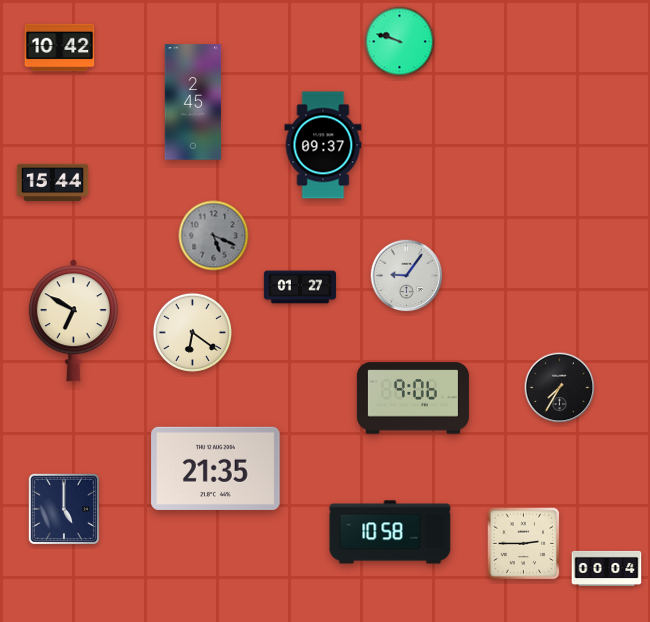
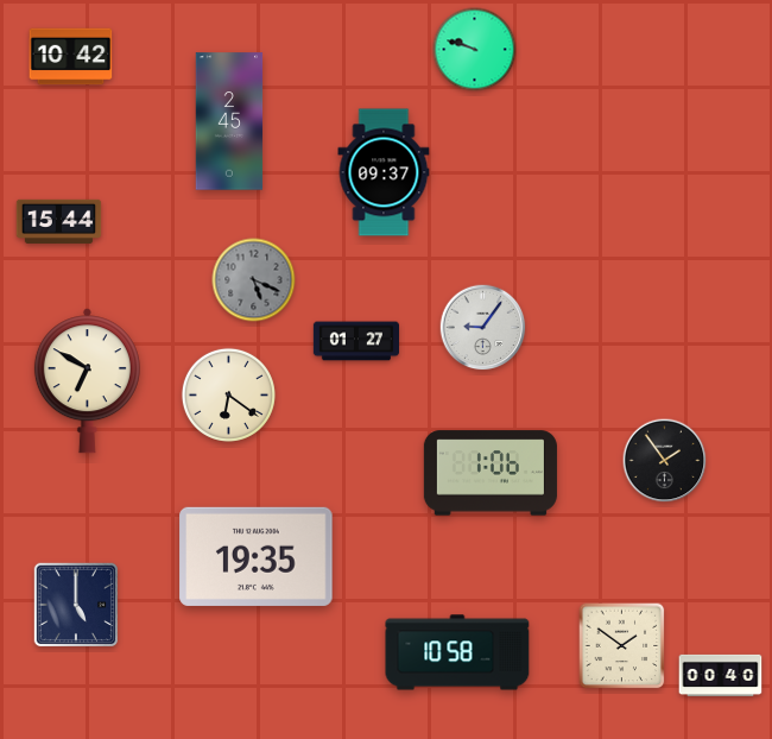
clock at (53, 182) position: (53, 182) -> (59, 221)
clock at (560, 388): 7:35 -> 1:54
clock at (413, 398): 9:06 -> 1:06
clock at (216, 468): 21:35 -> 19:35
clock at (390, 532) position: (390, 532) -> (457, 652)
clock at (524, 544): 2:45 -> 1:51
clock at (607, 568): 00:04 -> 00:40
